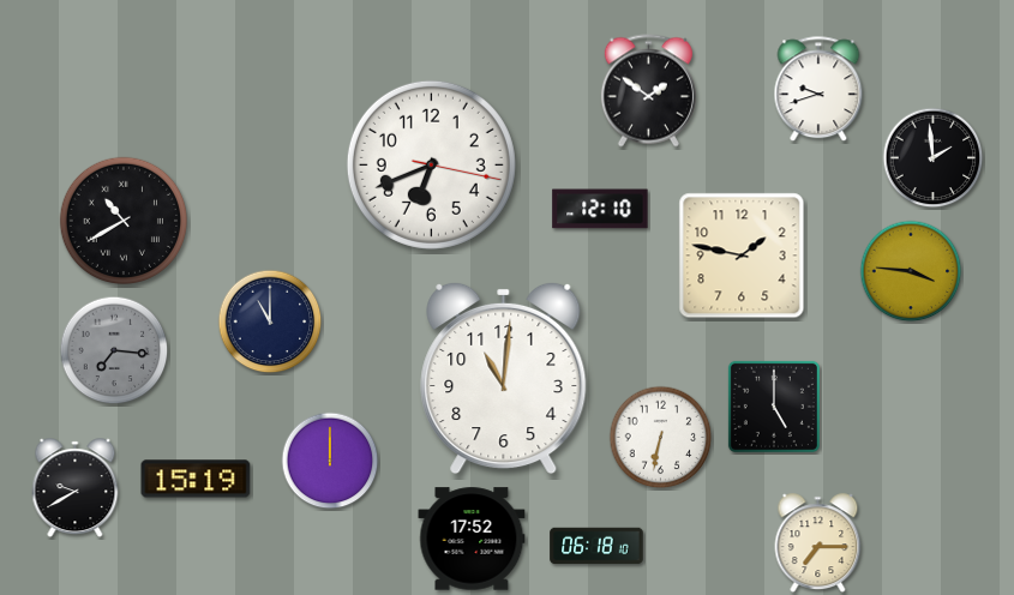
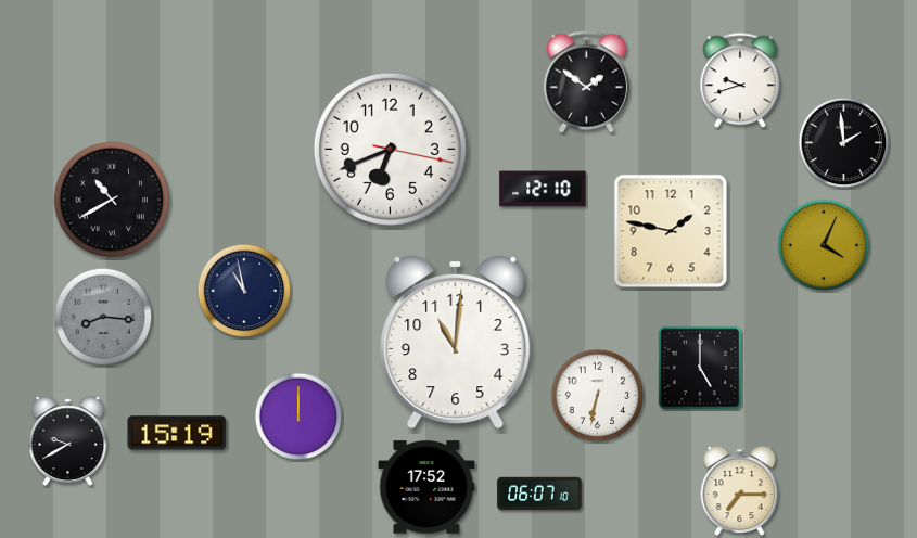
clock at (911, 271): 3:46 -> 4:04
clock at (270, 321): 11:00 -> 10:58
clock at (114, 350): 7:16 -> 8:16
clock at (596, 546): 06:18 -> 06:07
